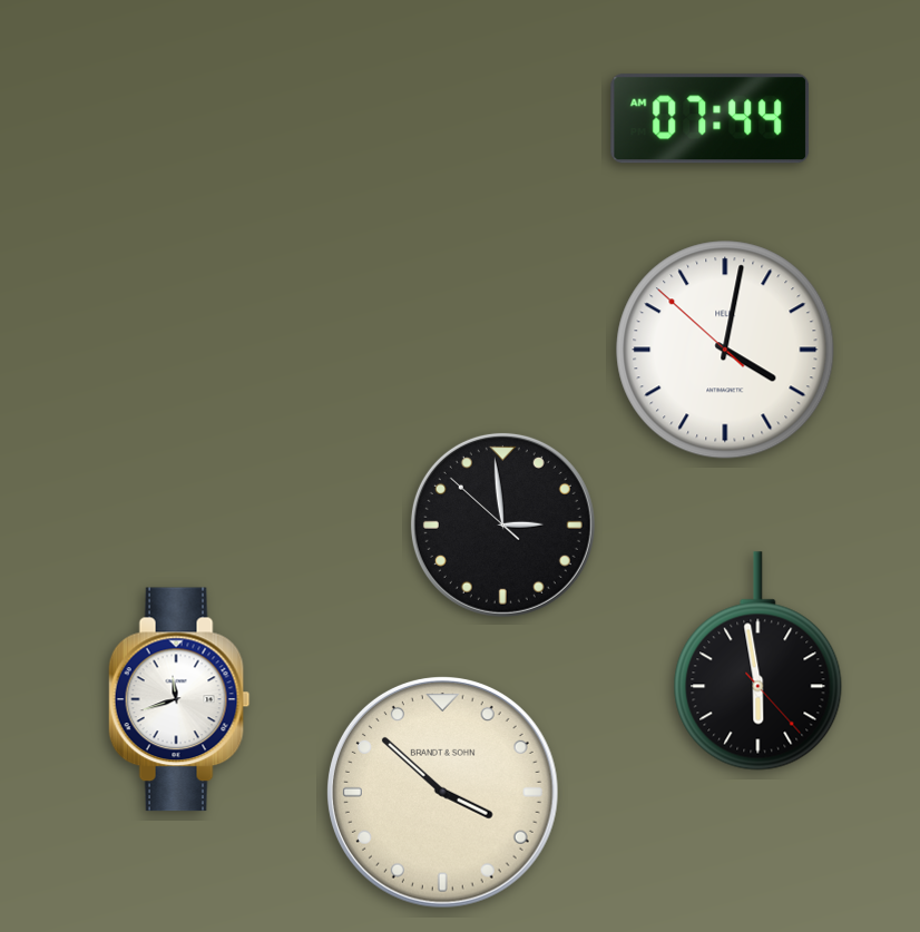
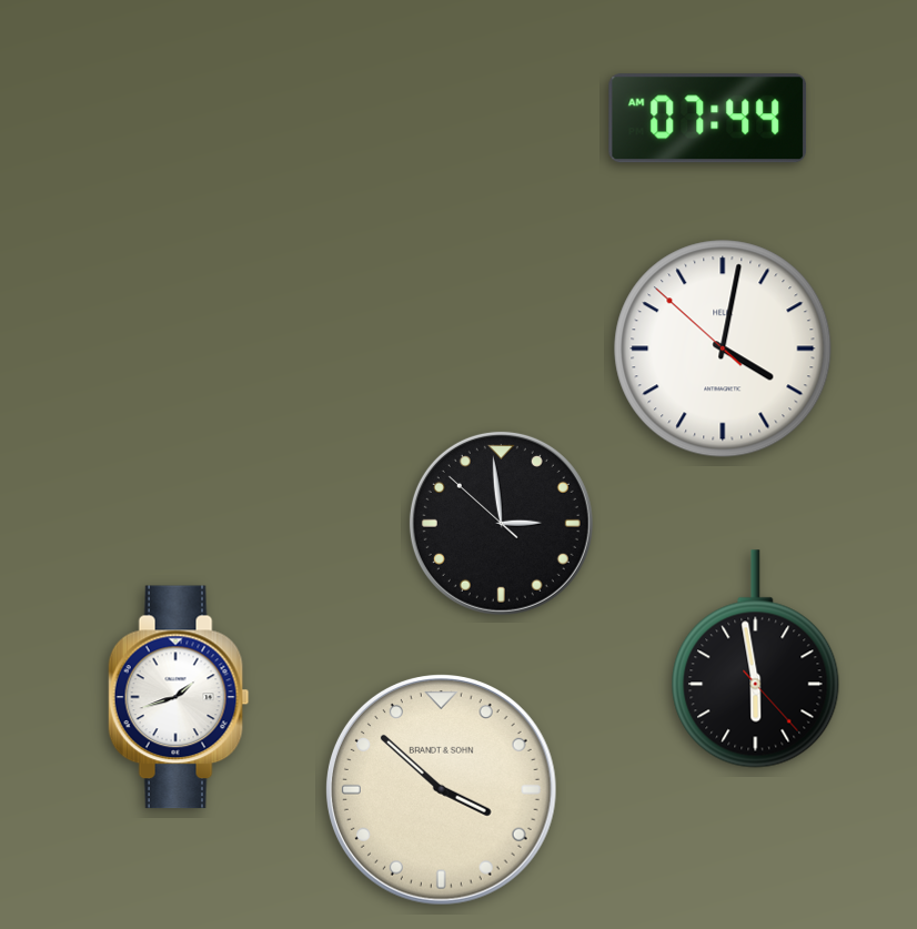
clock at (179, 699): 11:42 -> 1:42
